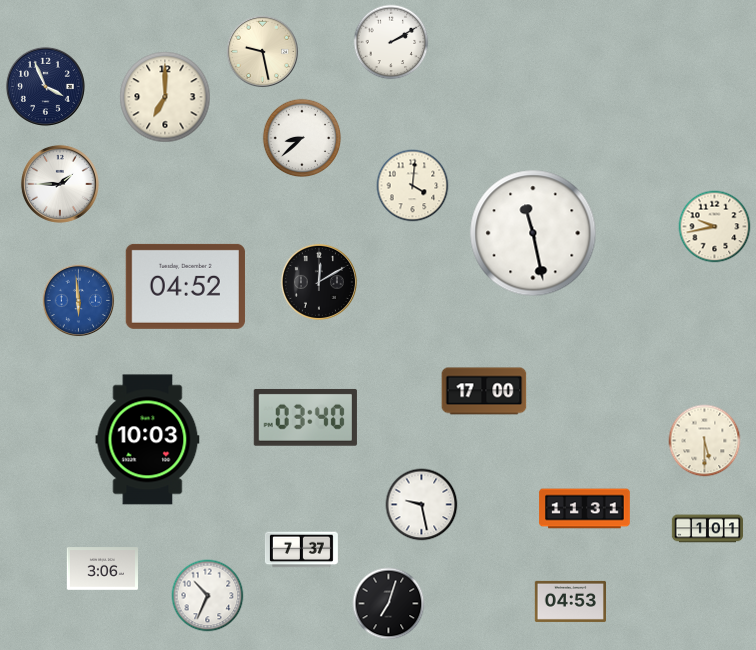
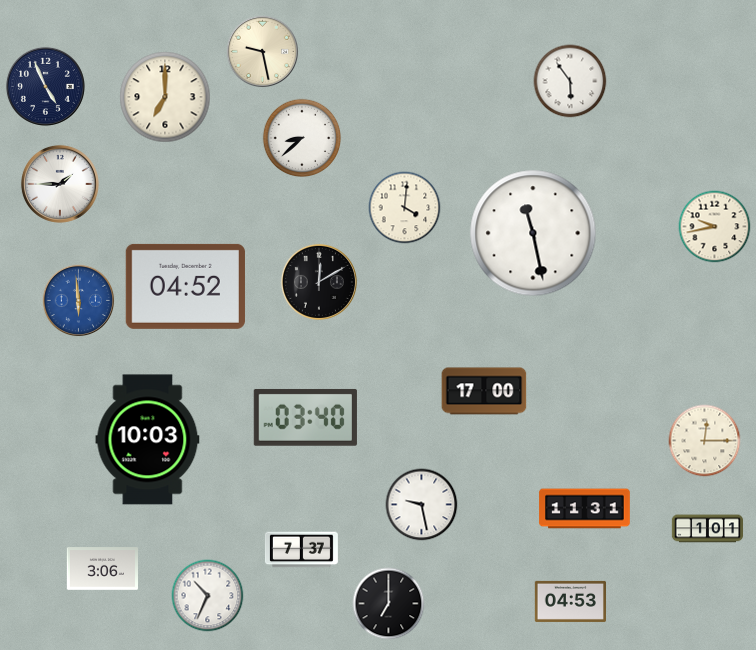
clock at (391, 42): 2:10 -> none
clock at (570, 81): none -> 5:54
clock at (45, 86): 3:56 -> 4:56
clock at (413, 186) position: (413, 186) -> (405, 208)
clock at (705, 441): 5:30 -> 12:15
clock at (389, 604): 7:03 -> 7:00
